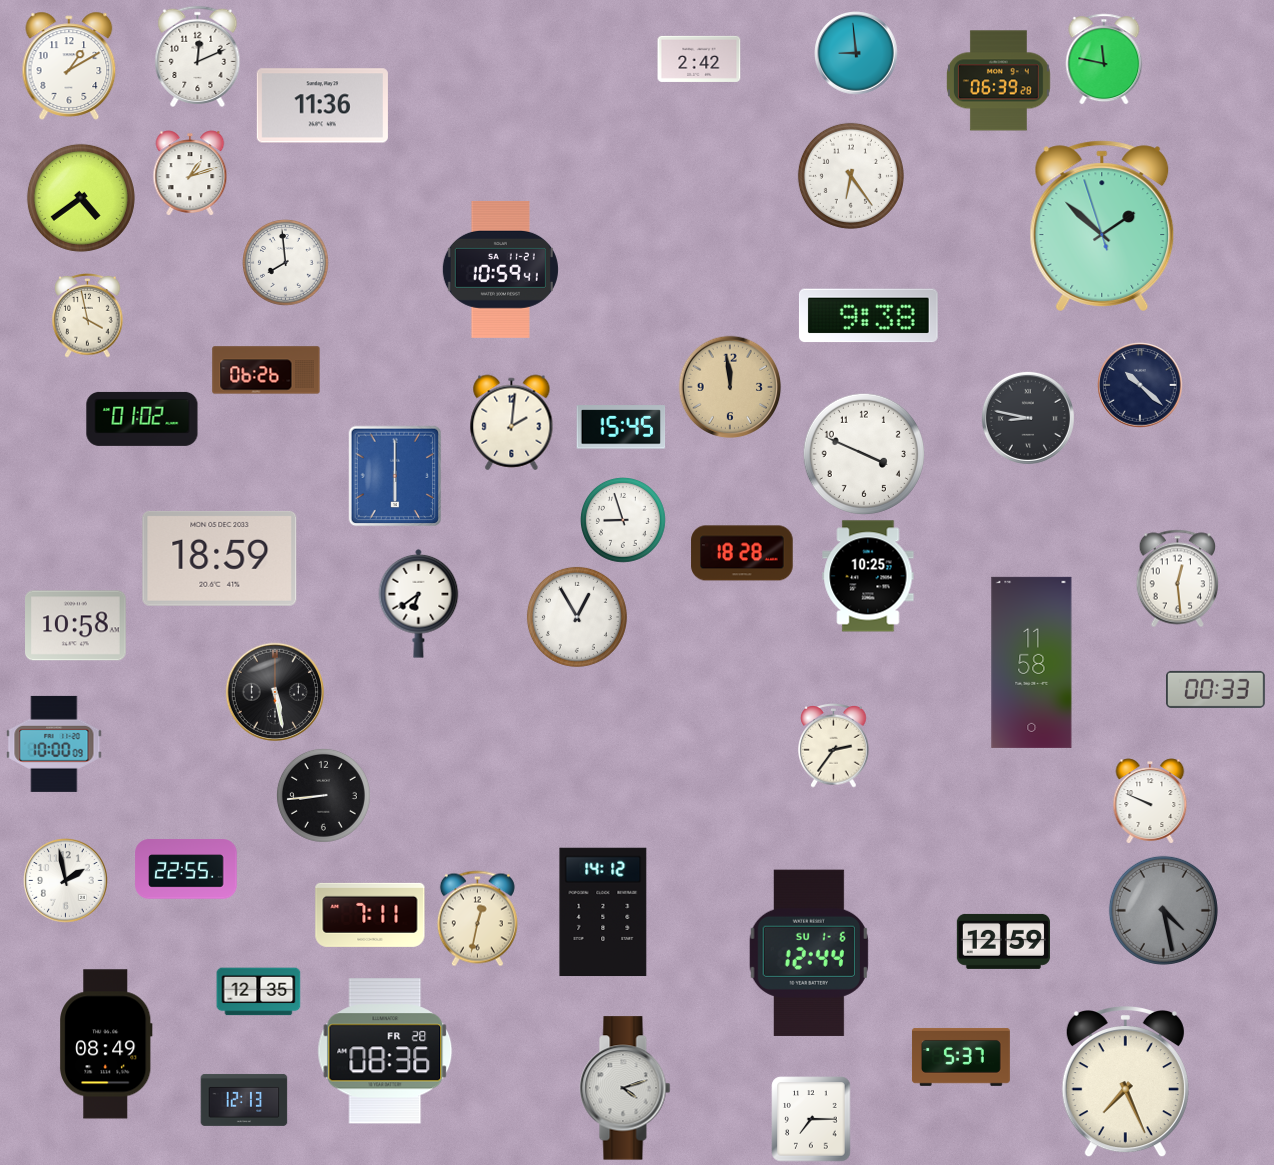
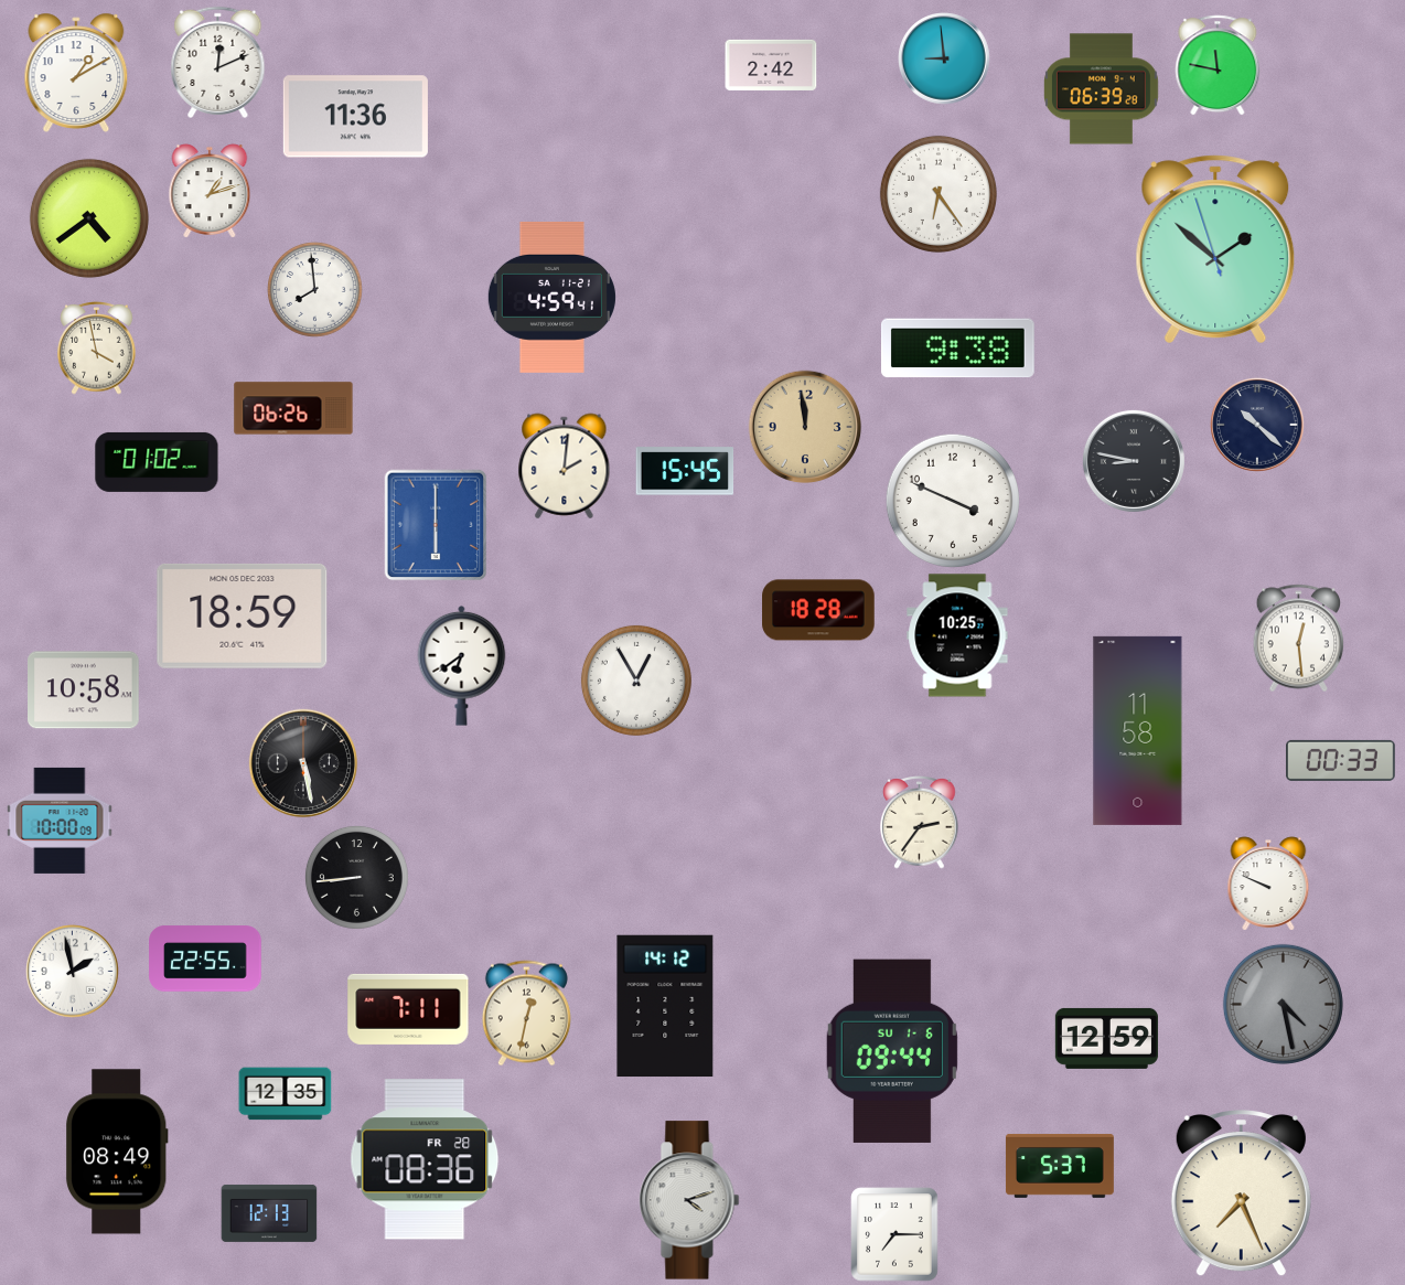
clock at (500, 269): 10:59 -> 4:59
clock at (624, 521): 8:57 -> none
clock at (809, 953): 12:44 -> 09:44
